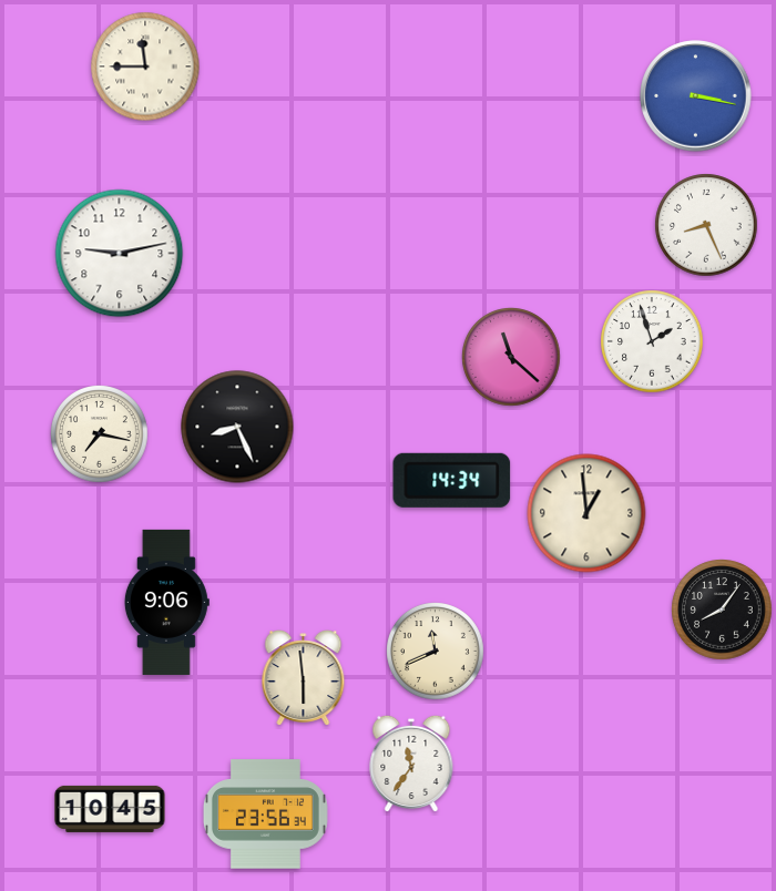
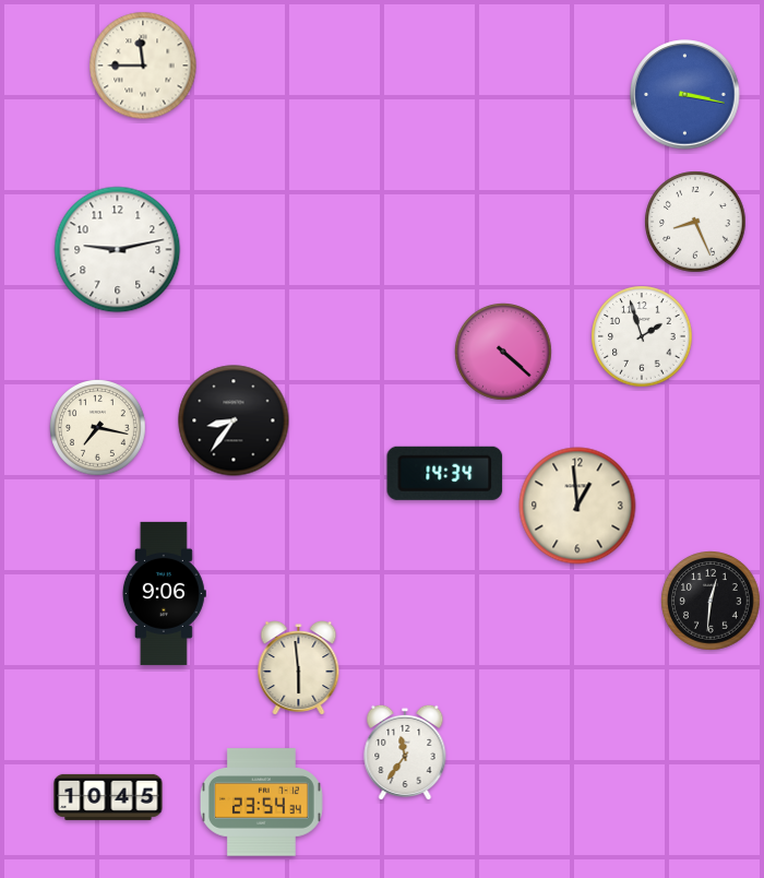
clock at (511, 357): 11:22 -> 4:22
clock at (237, 427): 8:26 -> 8:36
clock at (722, 610): 8:06 -> 12:31
clock at (436, 652): 11:41 -> none
clock at (265, 815): 23:56 -> 23:54
